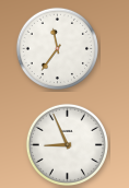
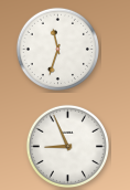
clock at (57, 48): 11:36 -> 11:33
